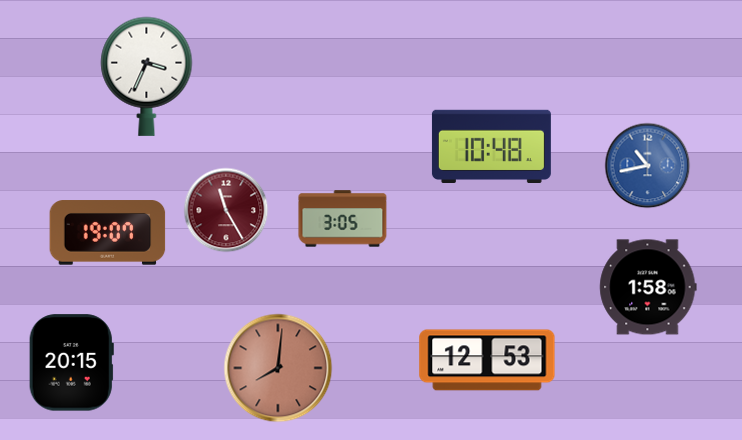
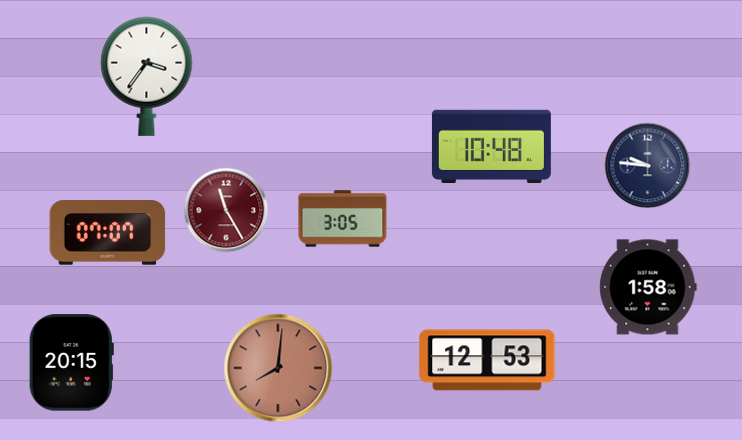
clock at (147, 76): 3:34 -> 3:36
clock at (648, 166): 10:43 -> 9:46
clock at (648, 166) dial: blue -> navy
clock at (108, 233): 19:07 -> 07:07
